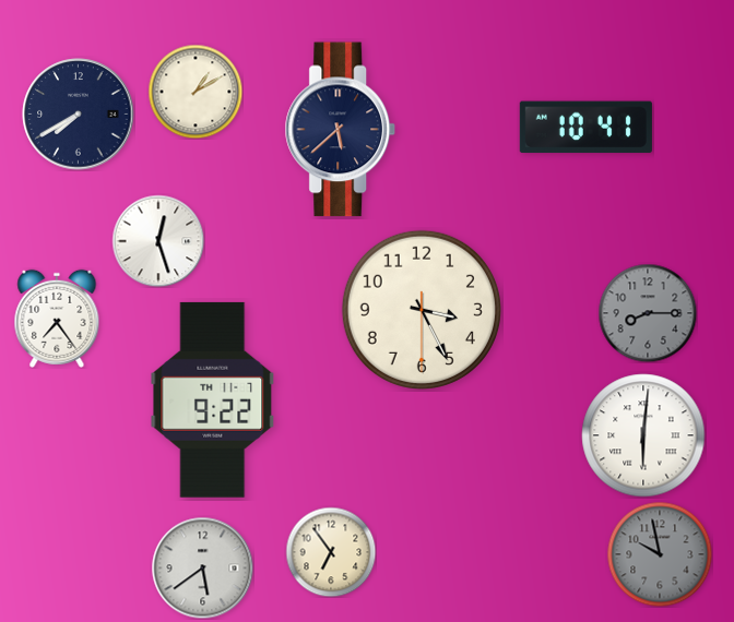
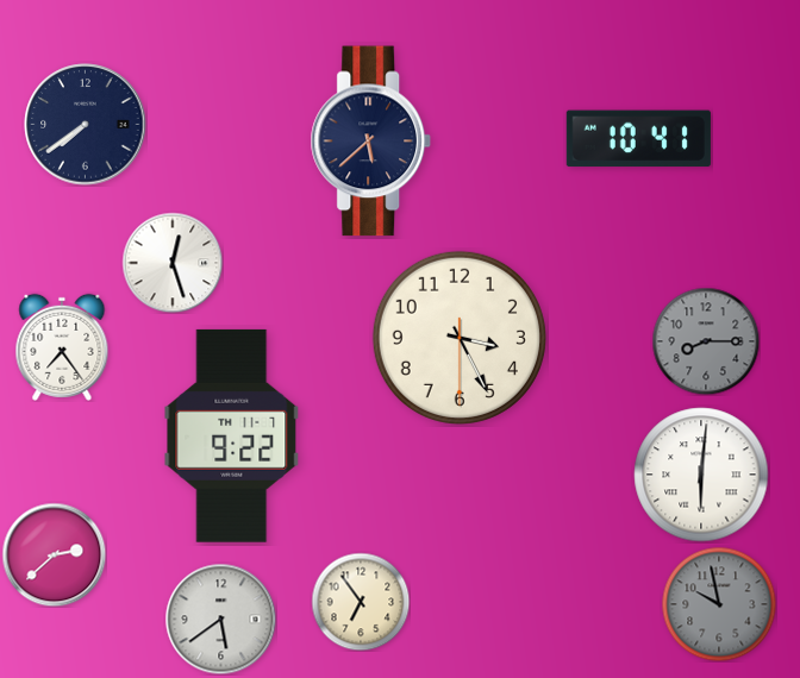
clock at (196, 92): 1:10 -> none
clock at (79, 115): 7:40 -> 7:39
clock at (54, 554): none -> 2:38
